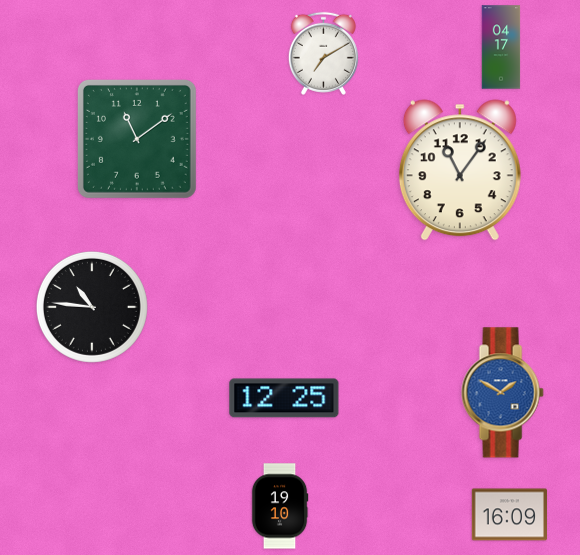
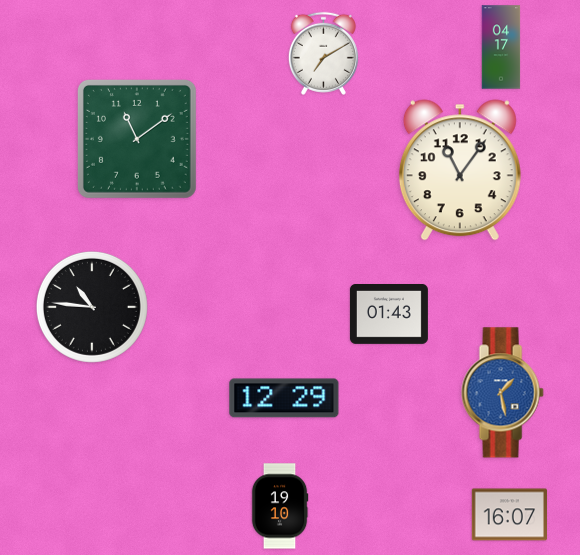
clock at (389, 315): none -> 01:43
clock at (502, 393): 1:50 -> 1:28
clock at (284, 398): 12:25 -> 12:29
clock at (509, 515): 16:09 -> 16:07
